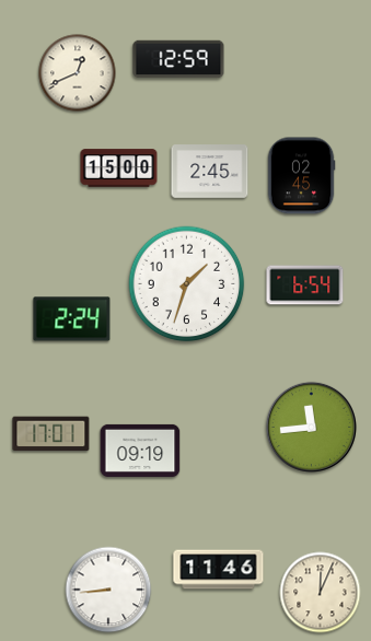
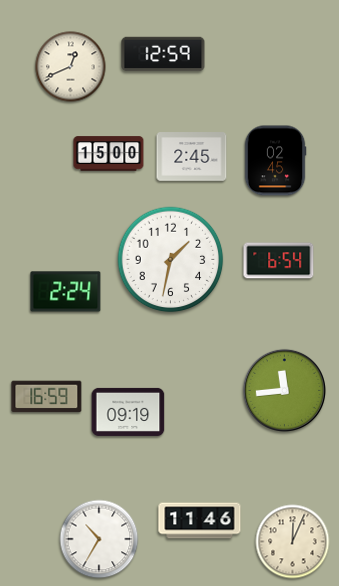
clock at (187, 284): 1:33 -> 1:32
clock at (51, 434): 17:01 -> 16:59
clock at (108, 590): 8:44 -> 10:35
